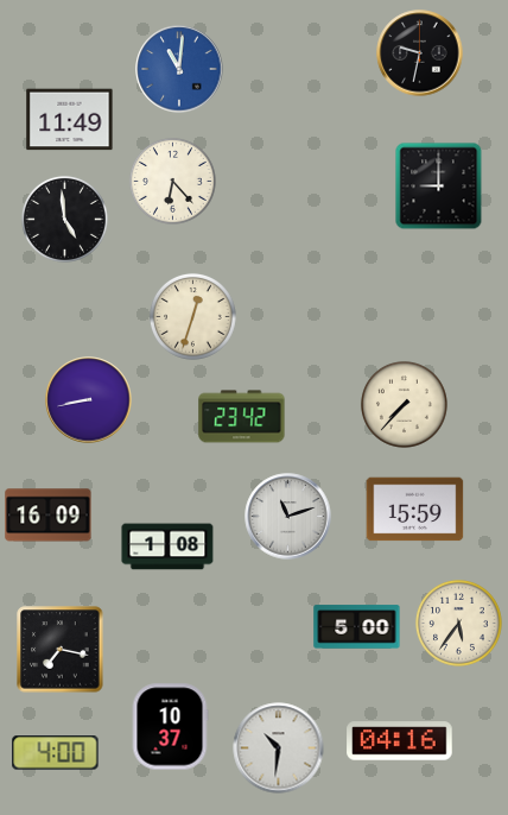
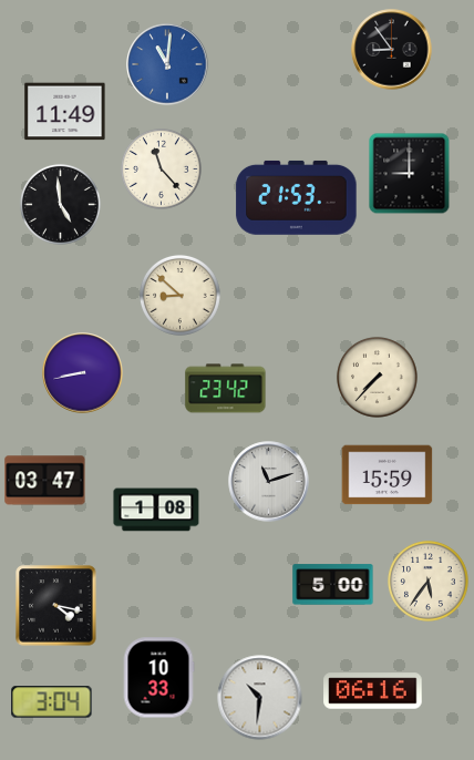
clock at (420, 53): 9:32 -> 8:54
clock at (172, 181): 6:23 -> 11:23
clock at (297, 197): none -> 21:53
clock at (192, 316): 12:33 -> 8:52
clock at (49, 516): 16:09 -> 03:47
clock at (61, 650): 7:17 -> 4:17
clock at (170, 727): 10:37 -> 10:33
clock at (400, 741): 04:16 -> 06:16
clock at (56, 753): 4:00 -> 3:04
